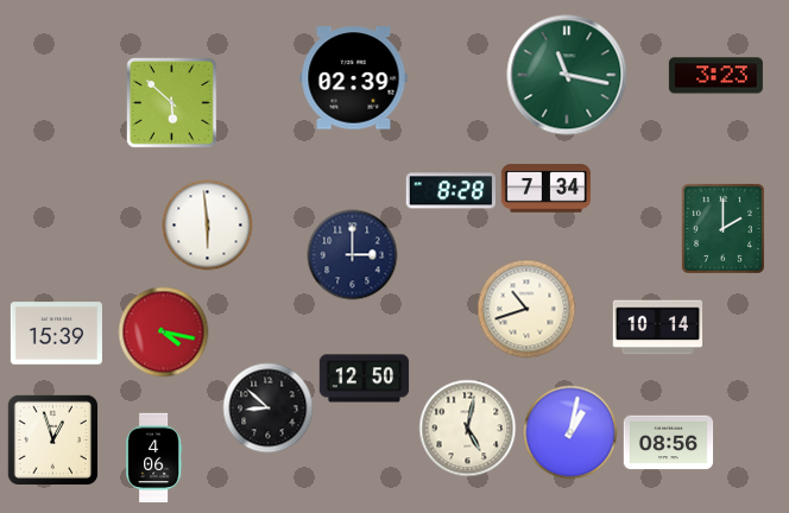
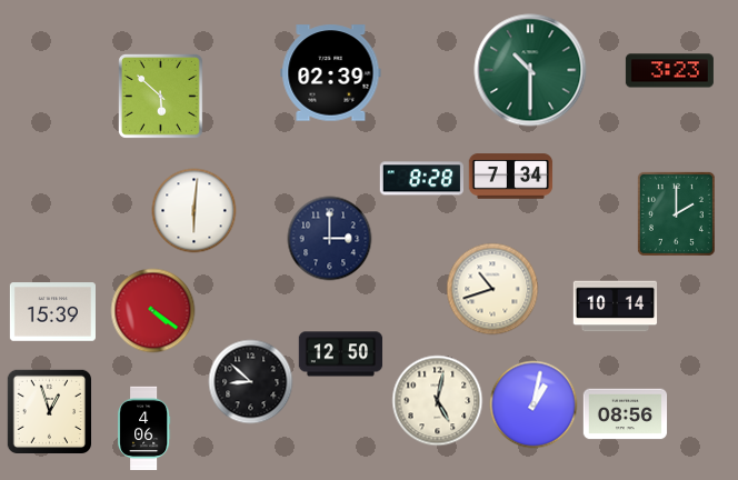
clock at (567, 75): 11:17 -> 10:30
clock at (208, 226): 5:59 -> 6:01
clock at (164, 332): 4:17 -> 4:21
